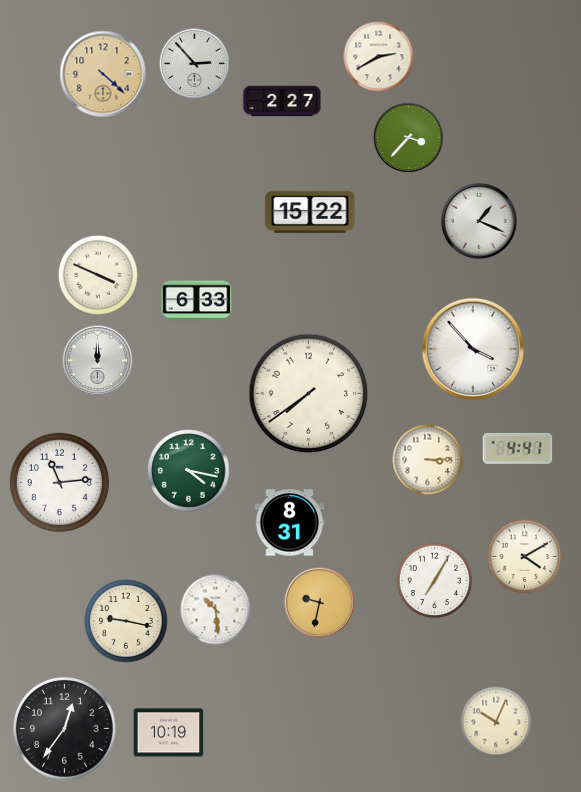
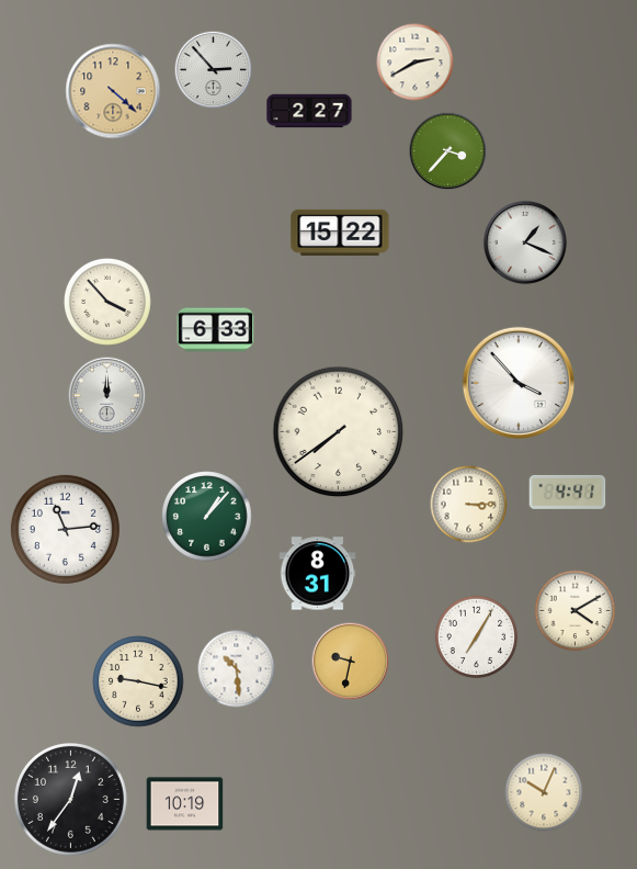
clock at (103, 74) position: (103, 74) -> (113, 91)
clock at (98, 275): 3:49 -> 3:53
clock at (189, 471): 4:17 -> 1:07
